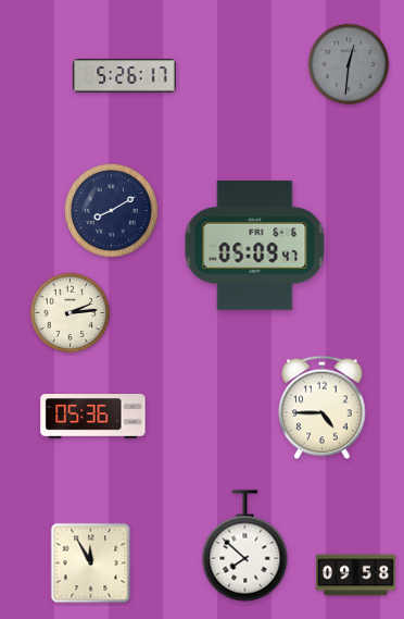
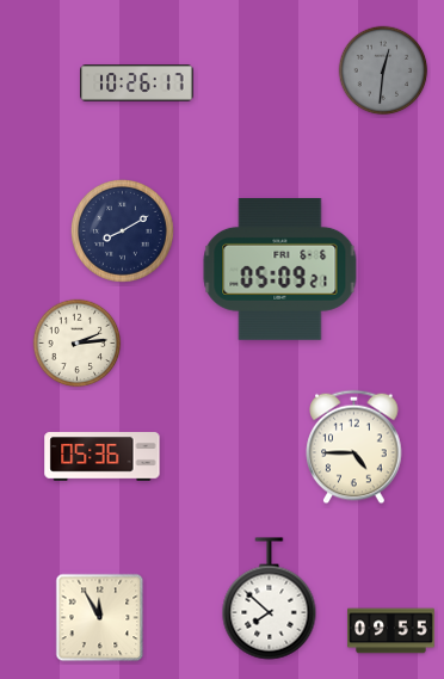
clock at (125, 76): 5:26 -> 10:26
clock at (255, 245): 05:09:47 -> 05:09:21
clock at (356, 575): 09:58 -> 09:55
